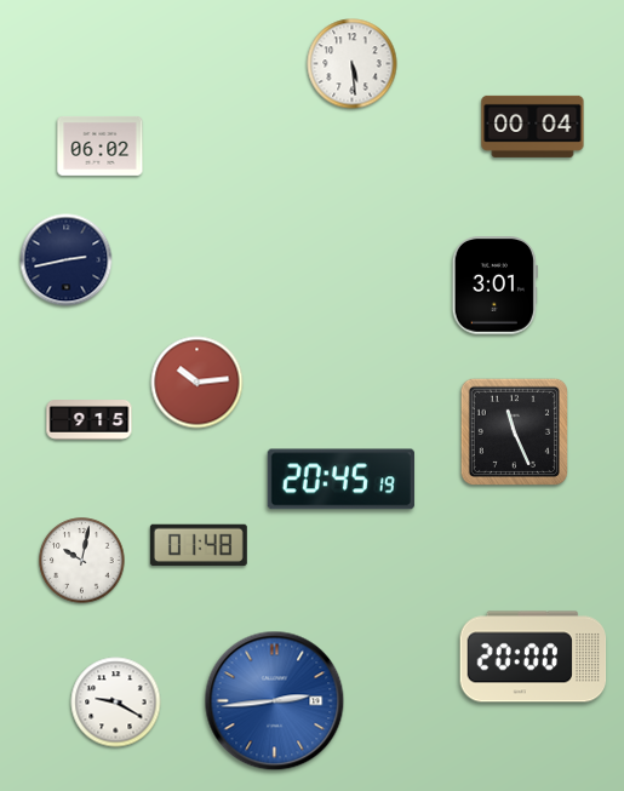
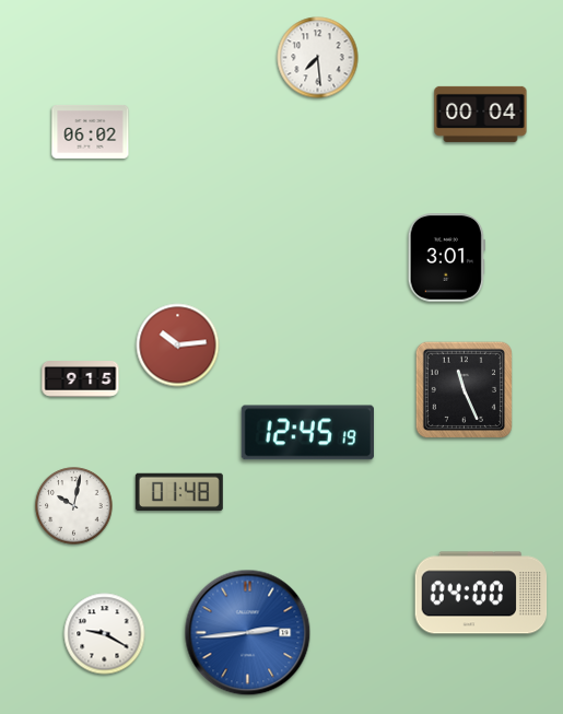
clock at (353, 64): 5:29 -> 7:29
clock at (67, 260): 2:43 -> none
clock at (340, 480): 20:45 -> 12:45
clock at (533, 657): 20:00 -> 04:00
